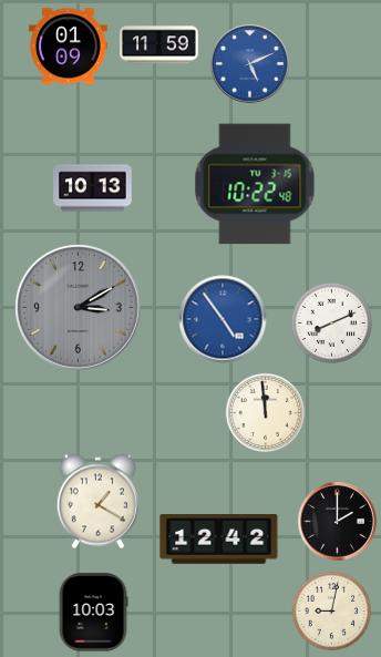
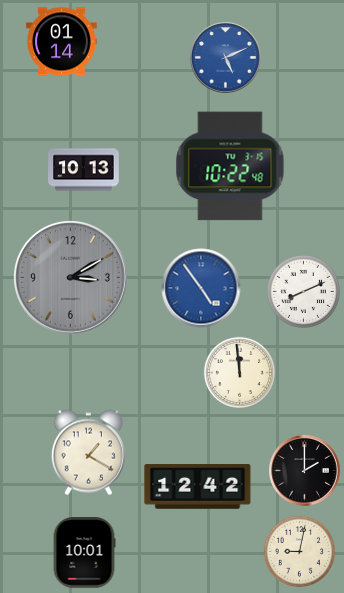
clock at (159, 45): 11:59 -> none
clock at (69, 47): 01:09 -> 01:14
clock at (331, 322) position: (331, 322) -> (303, 291)
clock at (93, 613): 10:03 -> 10:01
